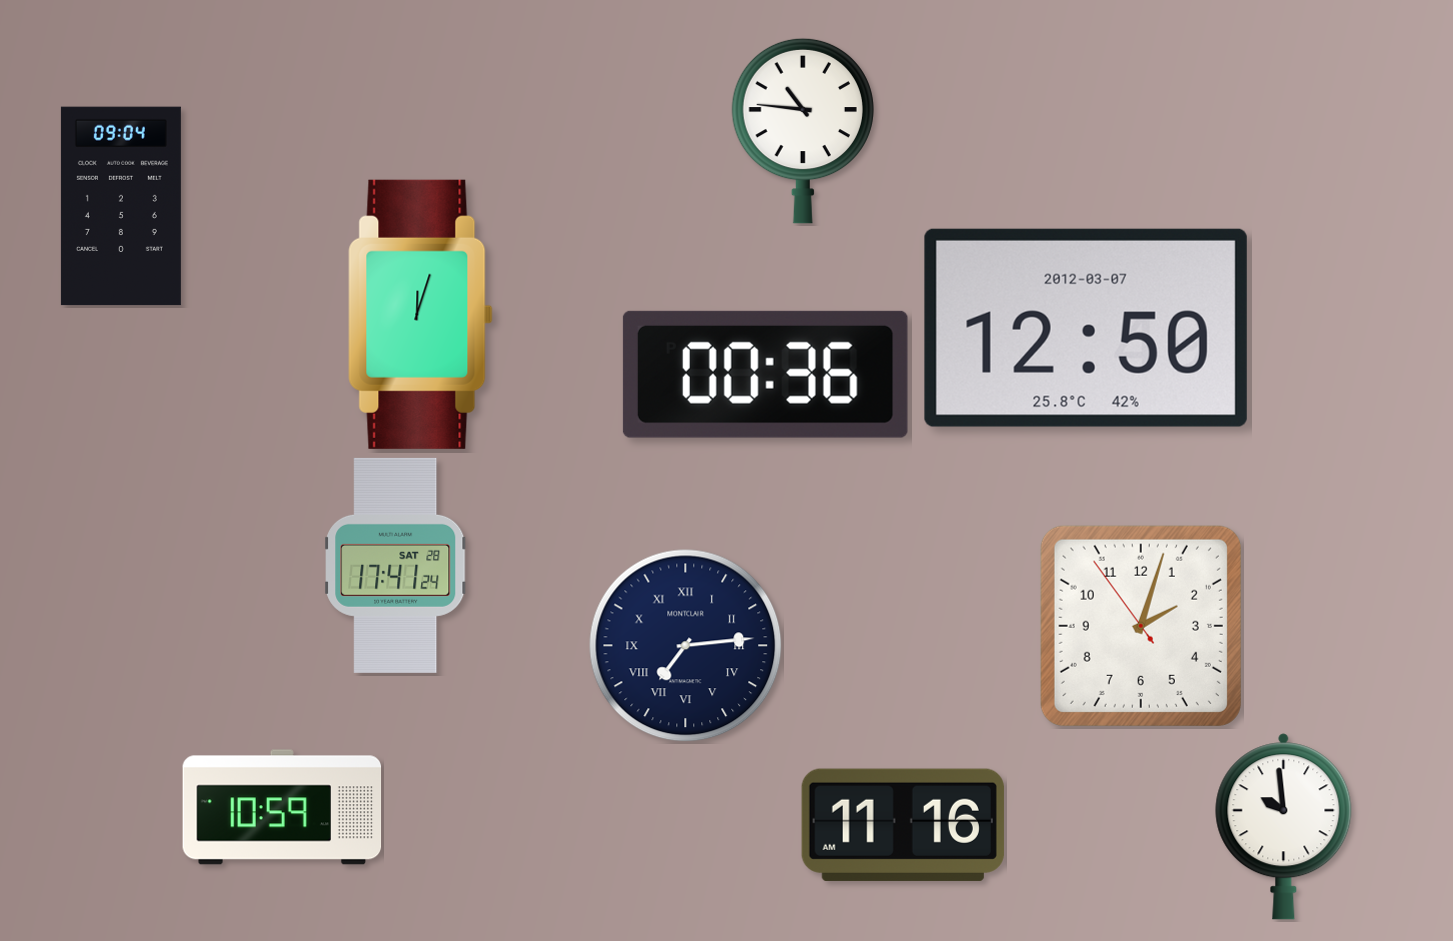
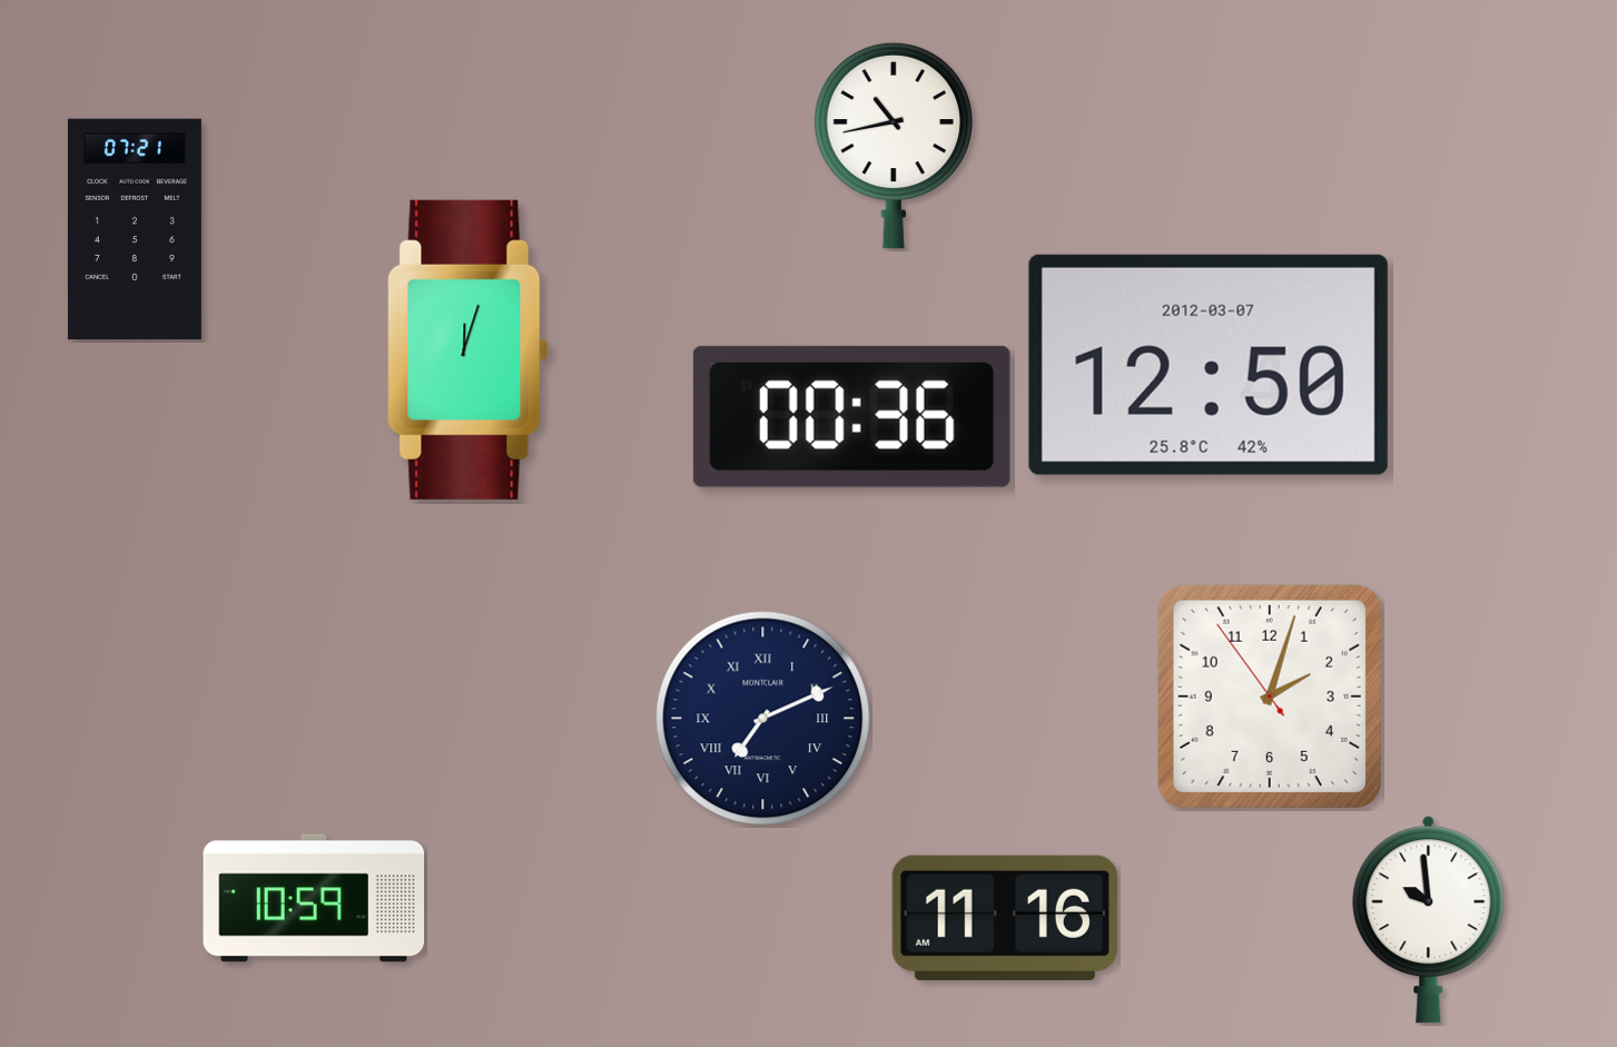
clock at (803, 131): 10:46 -> 10:43
clock at (121, 206): 09:04 -> 07:21
clock at (396, 565): 17:41 -> none
clock at (686, 646): 7:14 -> 7:11
